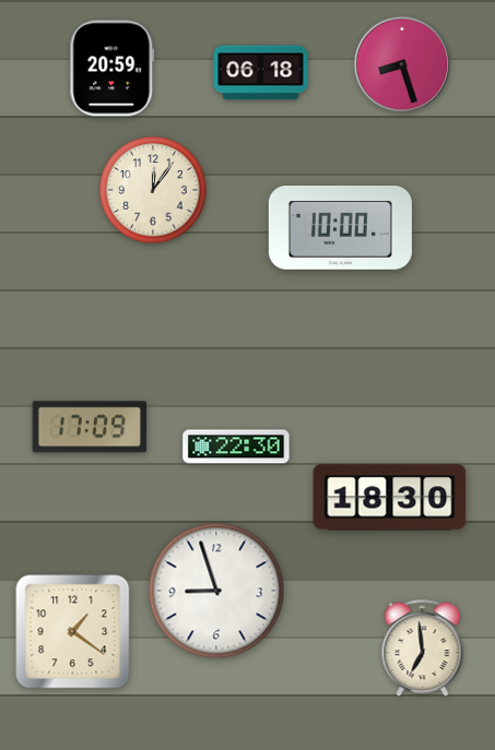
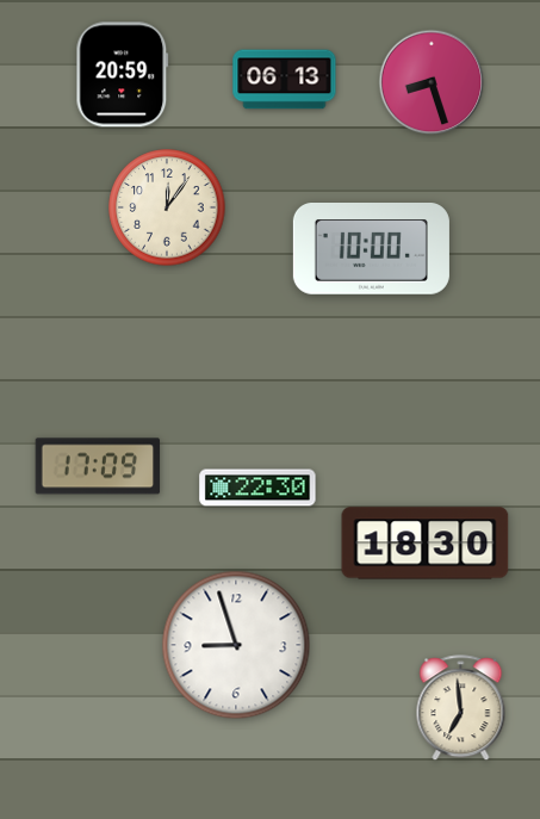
clock at (402, 64) position: (402, 64) -> (432, 82)
clock at (261, 73): 06:18 -> 06:13
clock at (73, 632): 1:21 -> none
